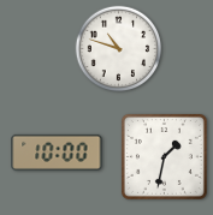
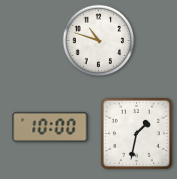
clock at (57, 153) position: (57, 153) -> (50, 127)
clock at (164, 156) position: (164, 156) -> (136, 133)
